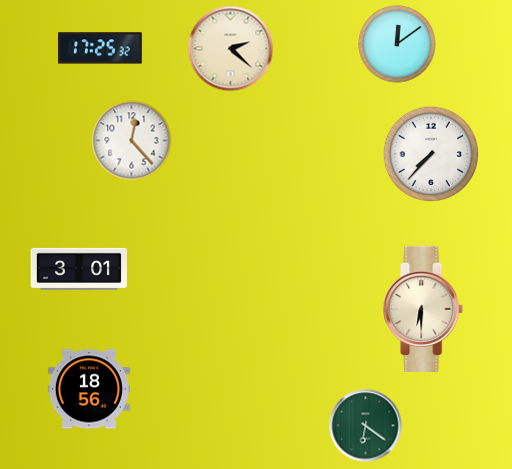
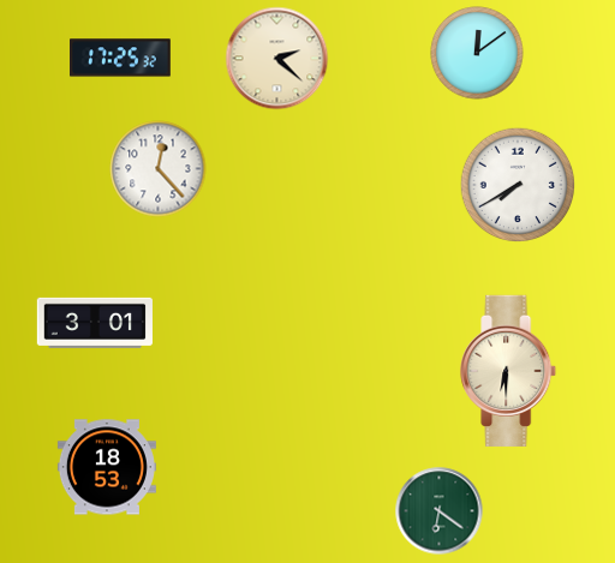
clock at (431, 154): 7:37 -> 7:40
clock at (89, 389): 18:56 -> 18:53
